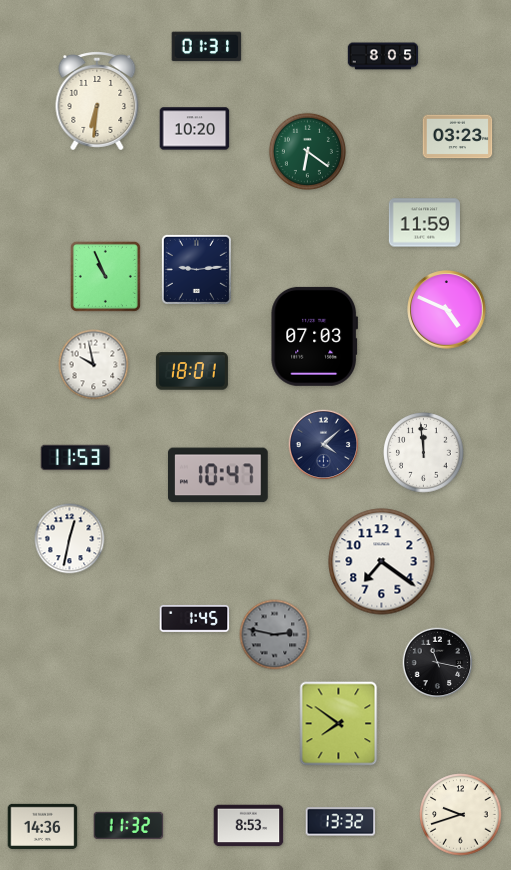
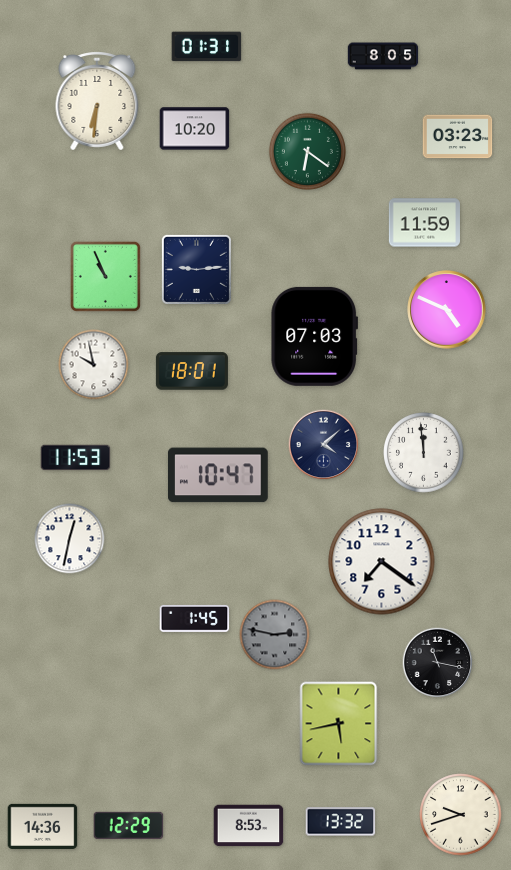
clock at (339, 724): 7:51 -> 5:43
clock at (129, 825): 11:32 -> 12:29
